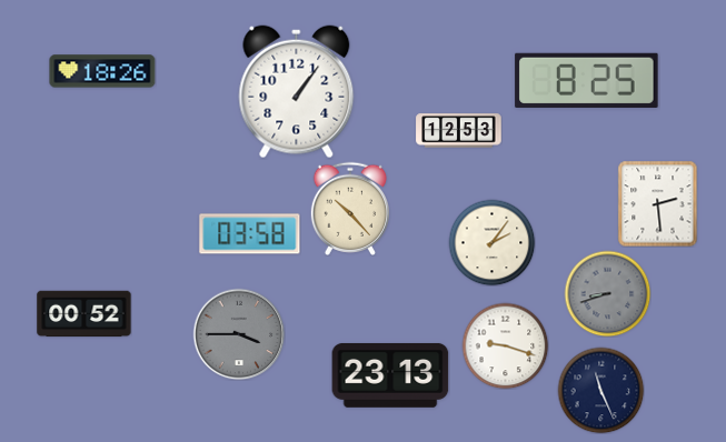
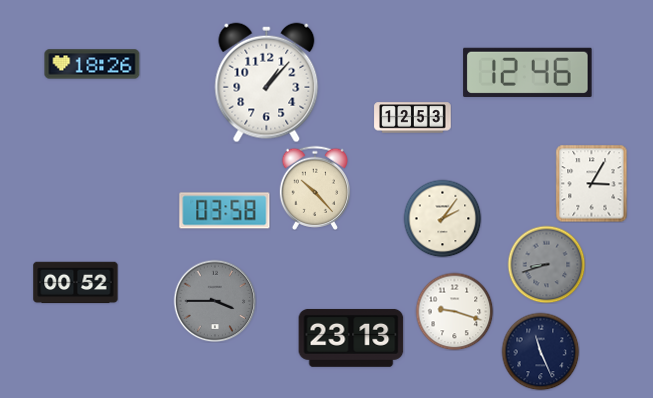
clock at (587, 80): 8:25 -> 12:46
clock at (297, 92): 1:06 -> 1:07
clock at (658, 203): 2:29 -> 3:05
